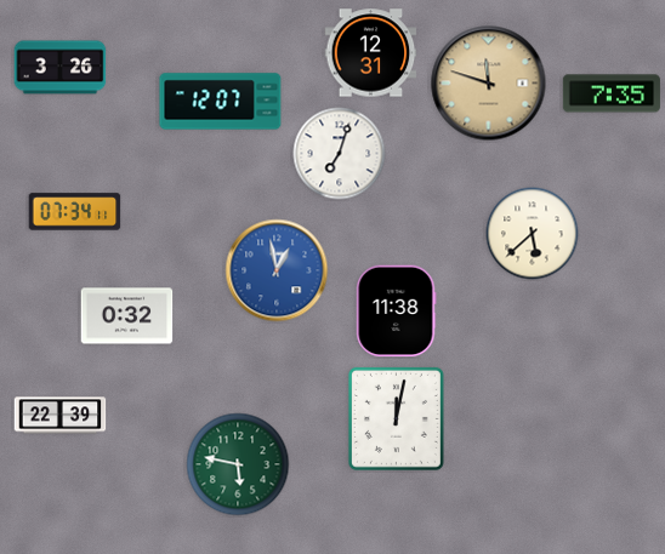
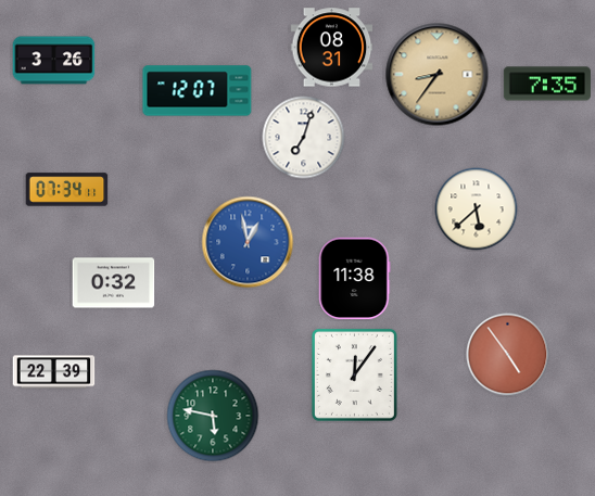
clock at (371, 53): 12:31 -> 08:31
clock at (489, 84): 11:48 -> 8:36
clock at (508, 355): none -> 4:54
clock at (396, 418): 12:02 -> 12:06
